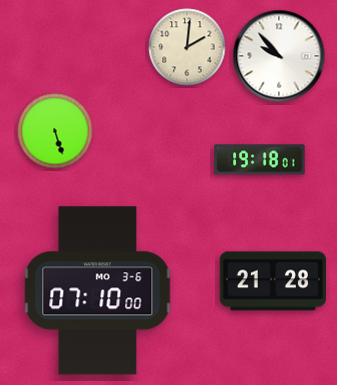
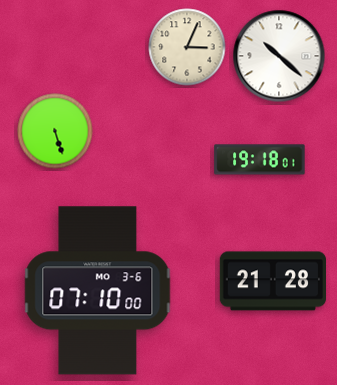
clock at (187, 47): 2:01 -> 3:04
clock at (279, 56): 9:53 -> 10:22
